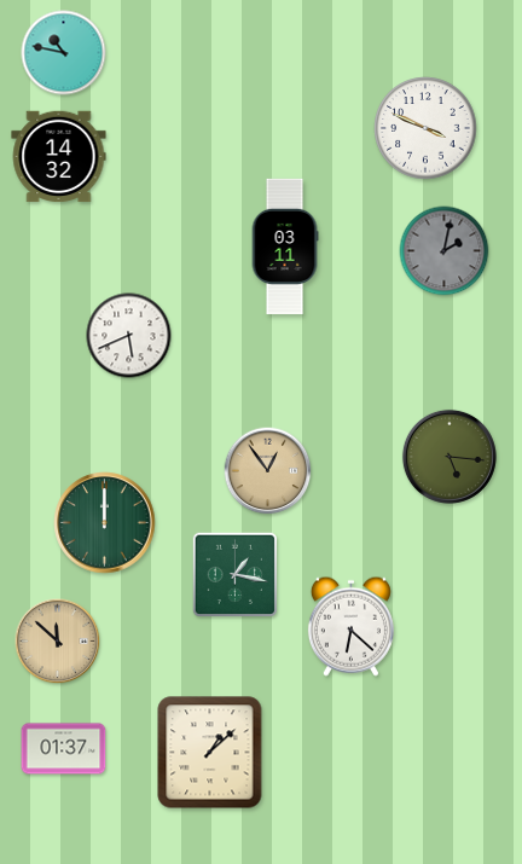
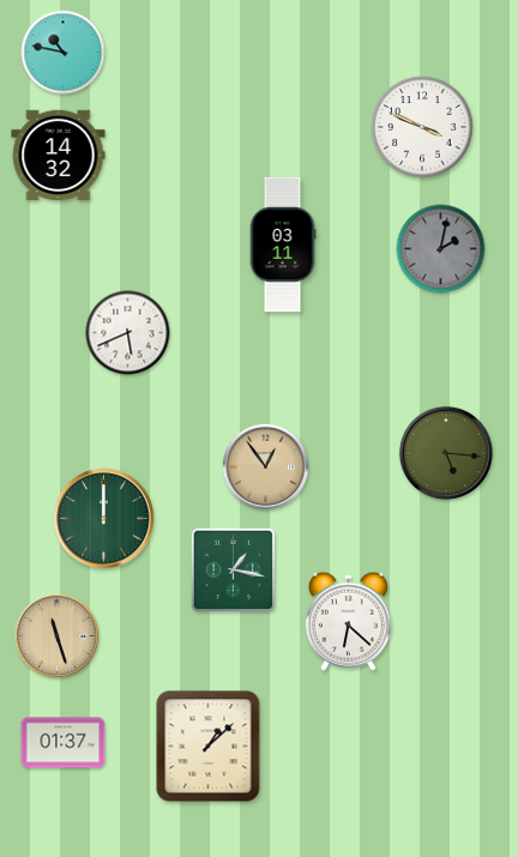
clock at (58, 642): 11:52 -> 11:27
